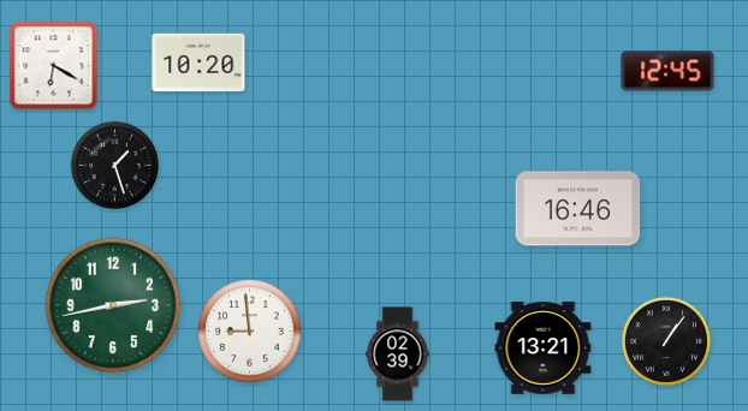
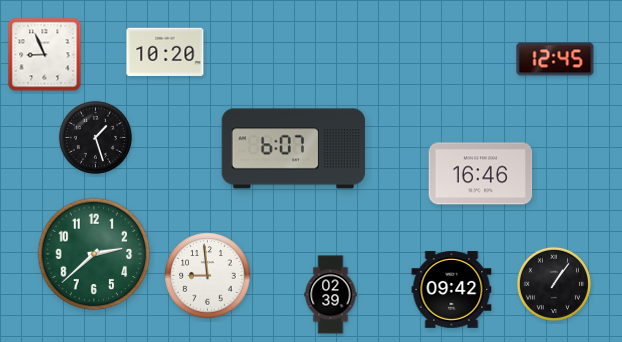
clock at (54, 66): 6:20 -> 8:56
clock at (293, 149): none -> 6:07
clock at (113, 305): 2:43 -> 2:38
clock at (544, 349): 13:21 -> 09:42
